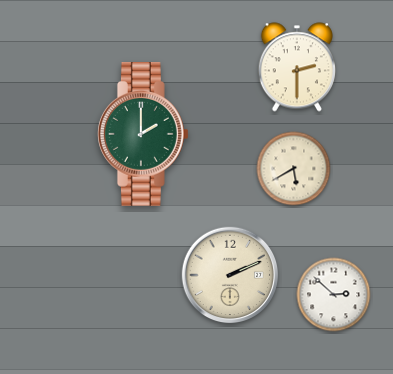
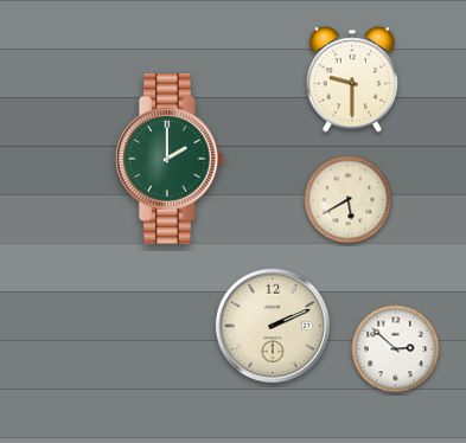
clock at (297, 67): 2:30 -> 9:30
